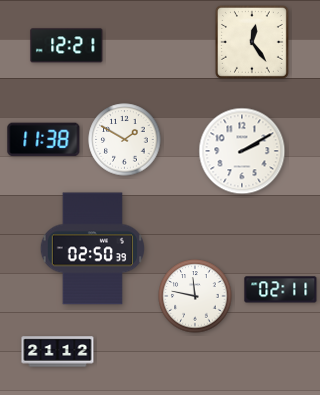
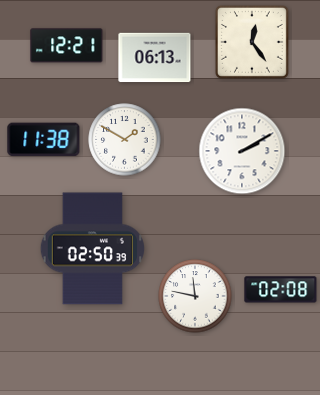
clock at (155, 58): none -> 06:13
clock at (281, 290): 02:11 -> 02:08
clock at (58, 352): 21:12 -> none
